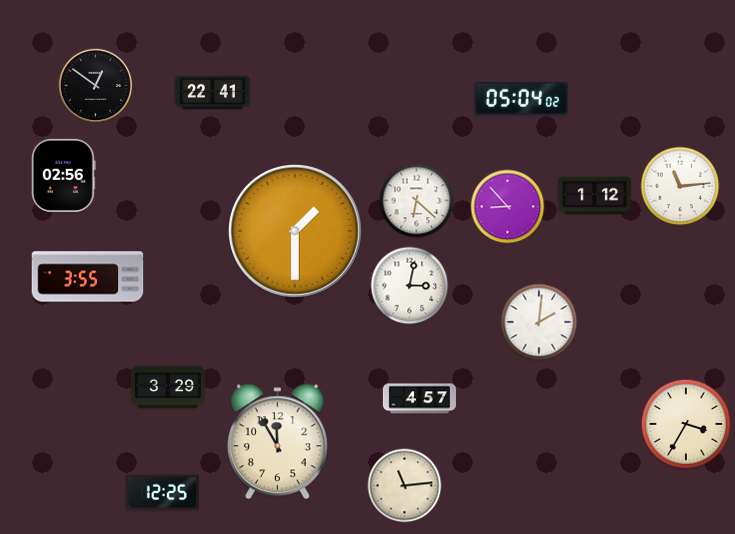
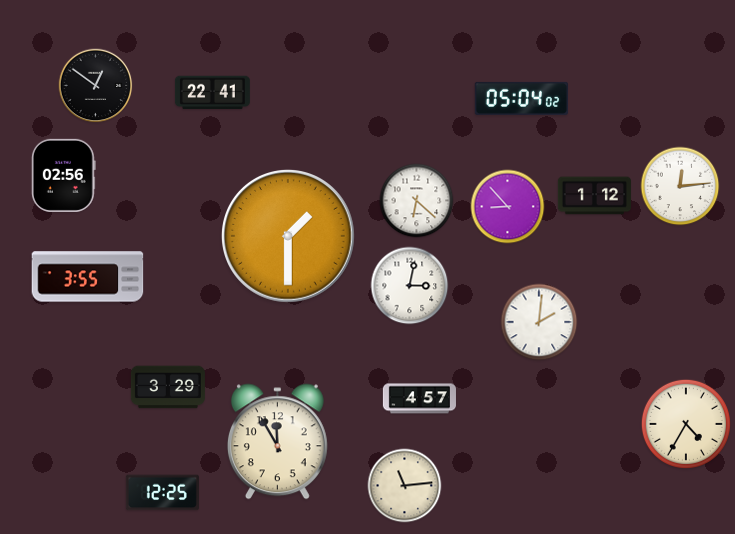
clock at (680, 186): 11:14 -> 12:14
clock at (296, 232) position: (296, 232) -> (289, 237)
clock at (686, 424): 3:35 -> 4:35
